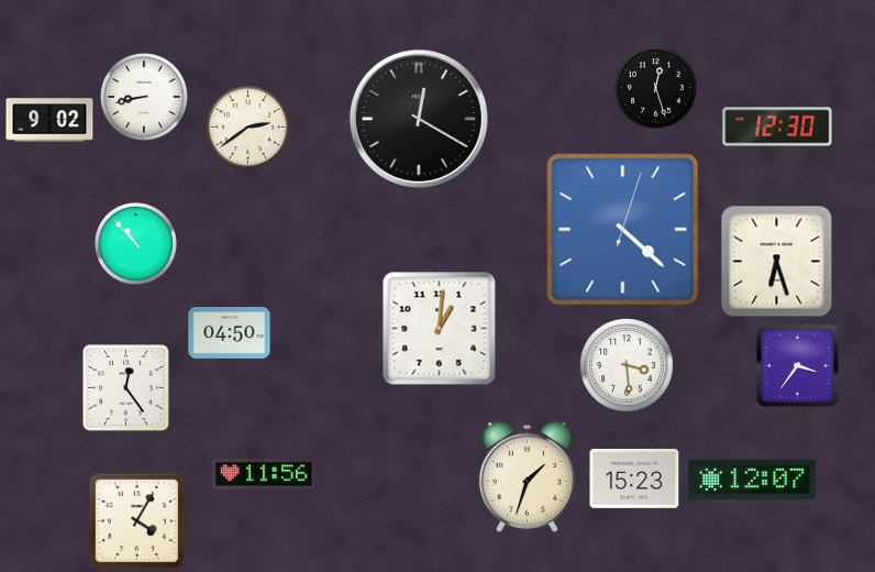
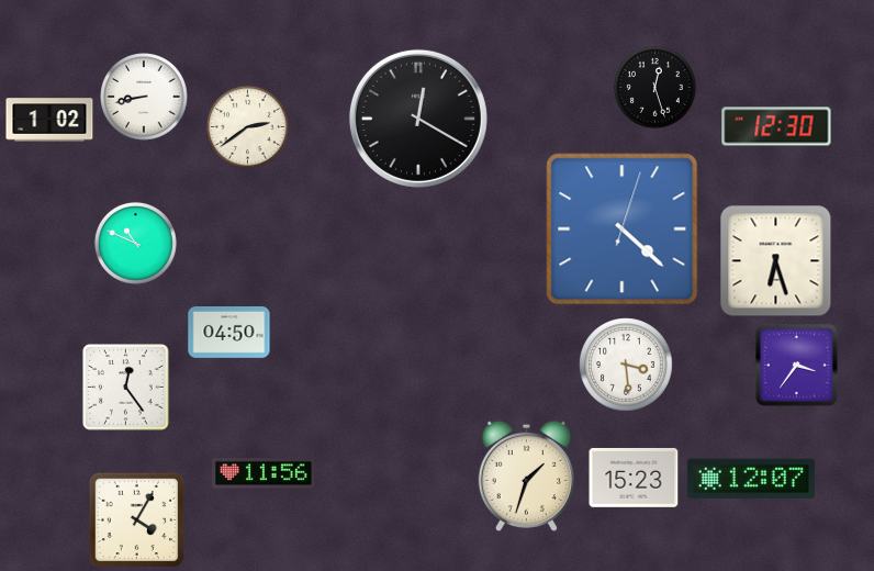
clock at (49, 120): 9:02 -> 1:02
clock at (135, 243): 10:53 -> 10:49
clock at (440, 329): 1:01 -> none
